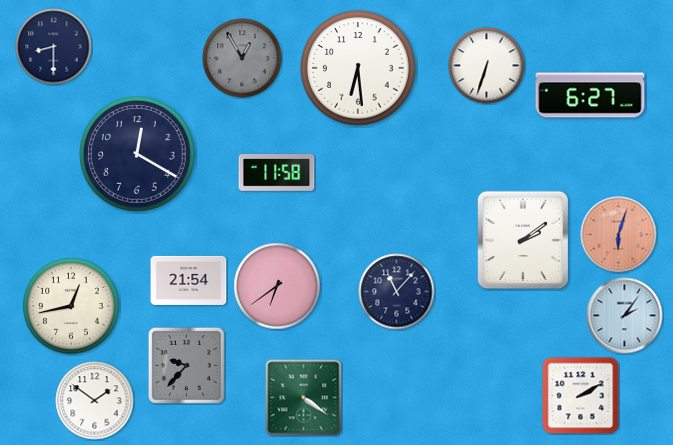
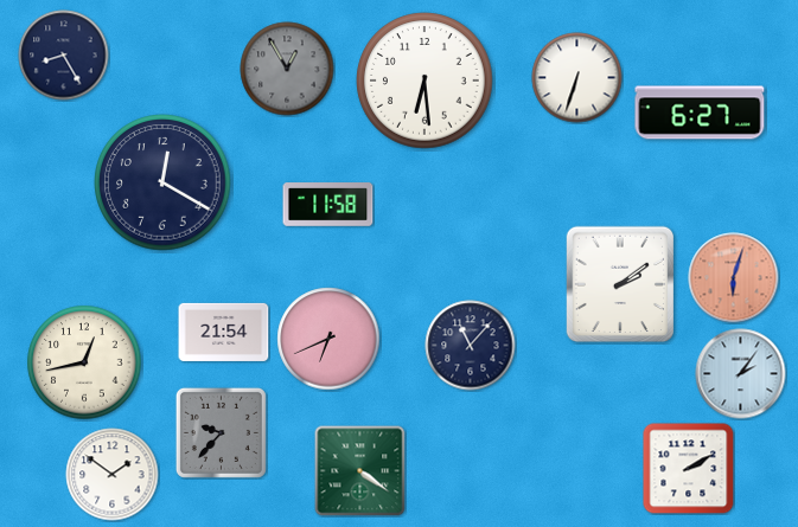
clock at (54, 47): 8:30 -> 8:25
clock at (277, 286): 6:39 -> 6:41
